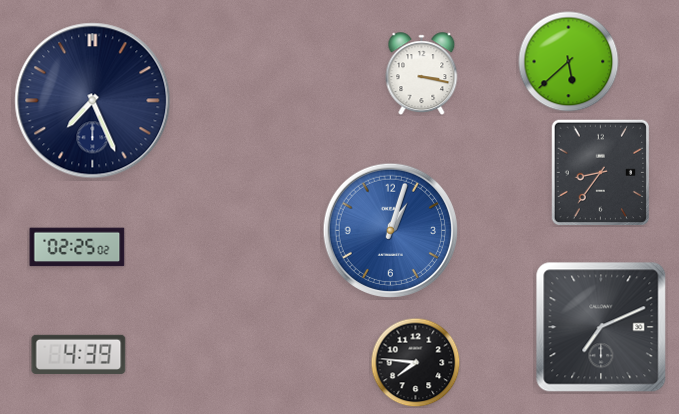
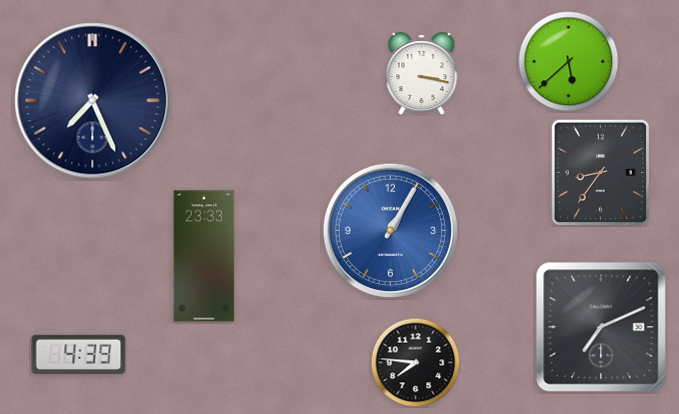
clock at (390, 230): 1:03 -> 1:05
clock at (77, 247): 02:25 -> none
clock at (204, 256): none -> 23:33
